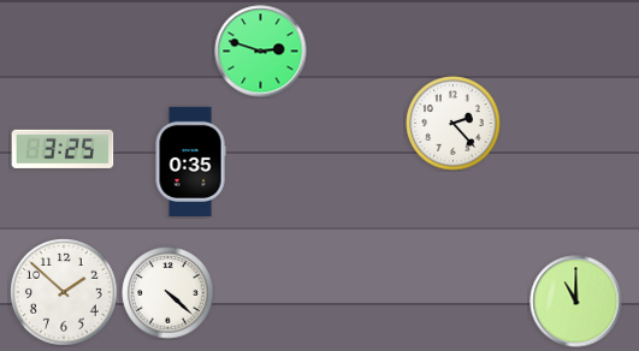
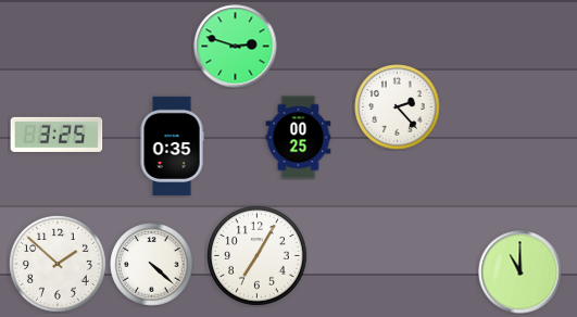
clock at (454, 124) position: (454, 124) -> (398, 107)
clock at (299, 138): none -> 00:25
clock at (258, 256): none -> 7:05
